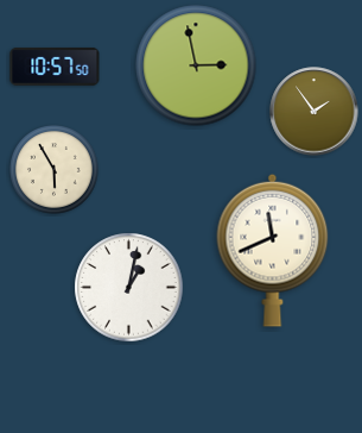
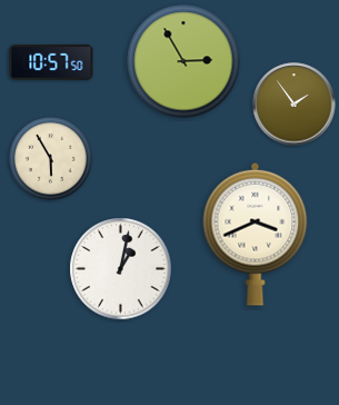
clock at (196, 65): 2:58 -> 2:55
clock at (273, 250): 11:41 -> 3:41
